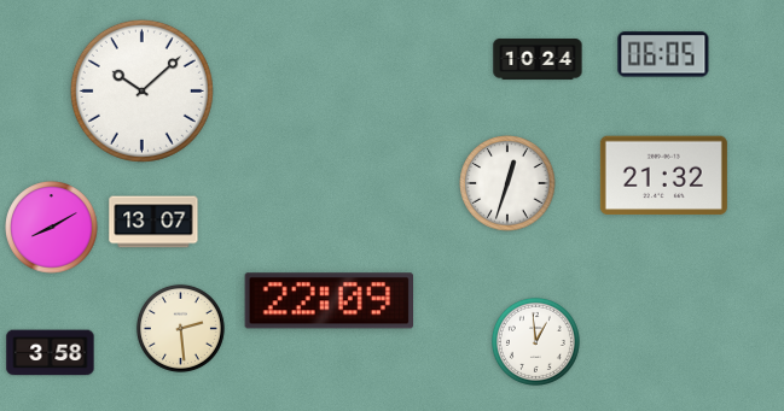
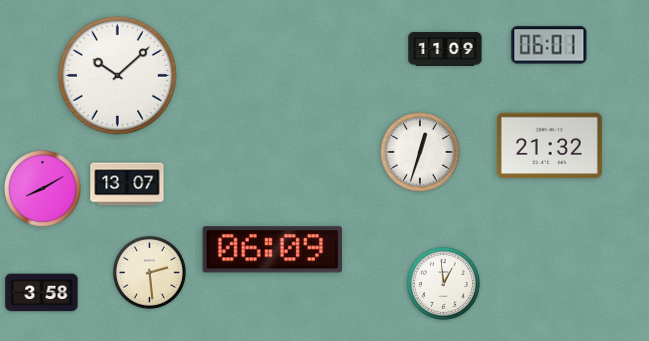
clock at (663, 54): 06:05 -> 06:01
clock at (538, 59): 10:24 -> 11:09
clock at (329, 301): 22:09 -> 06:09
